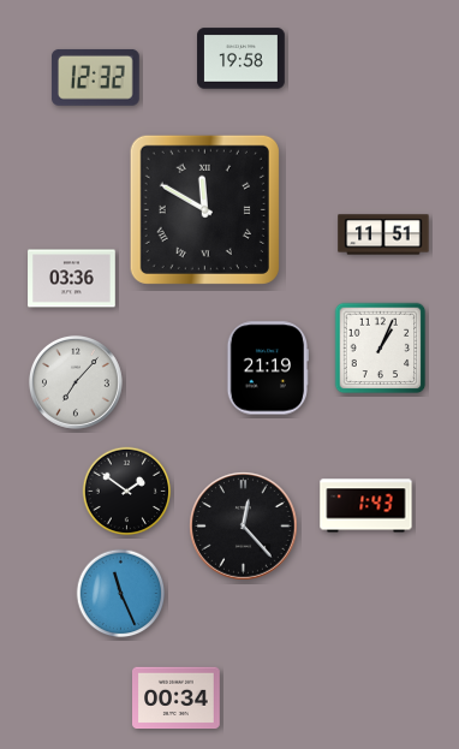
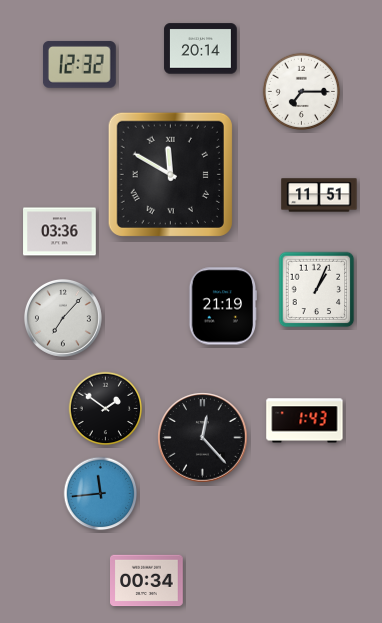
clock at (242, 59): 19:58 -> 20:14
clock at (301, 91): none -> 7:15
clock at (121, 594): 11:26 -> 11:44
